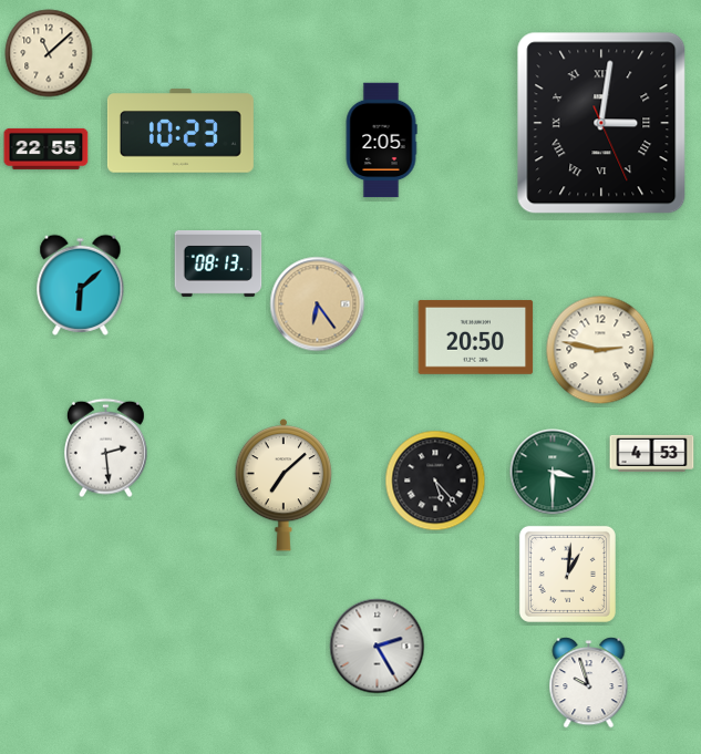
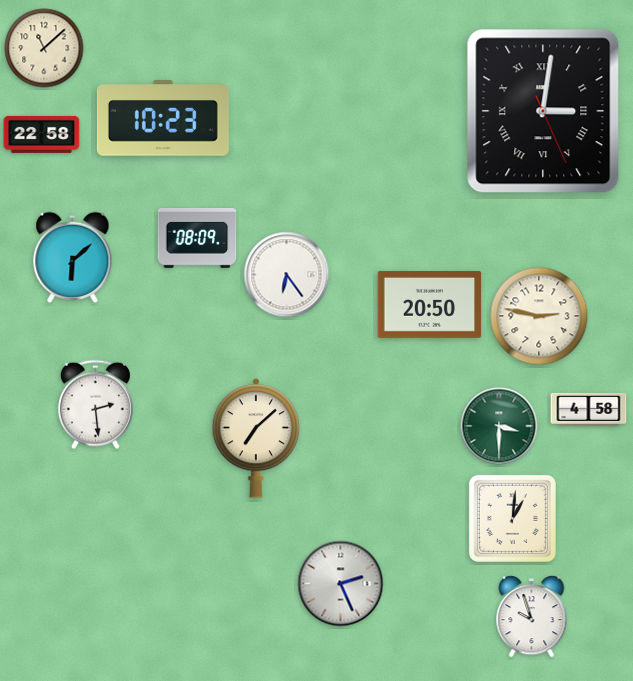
clock at (381, 141): 2:05 -> none
clock at (47, 148): 22:55 -> 22:58
clock at (218, 264): 08:13 -> 08:09
clock at (318, 304) dial: champagne -> white
clock at (600, 350) position: (600, 350) -> (539, 316)
clock at (652, 453): 4:53 -> 4:58
clock at (435, 481): 5:23 -> none
clock at (378, 647): 2:25 -> 2:26
